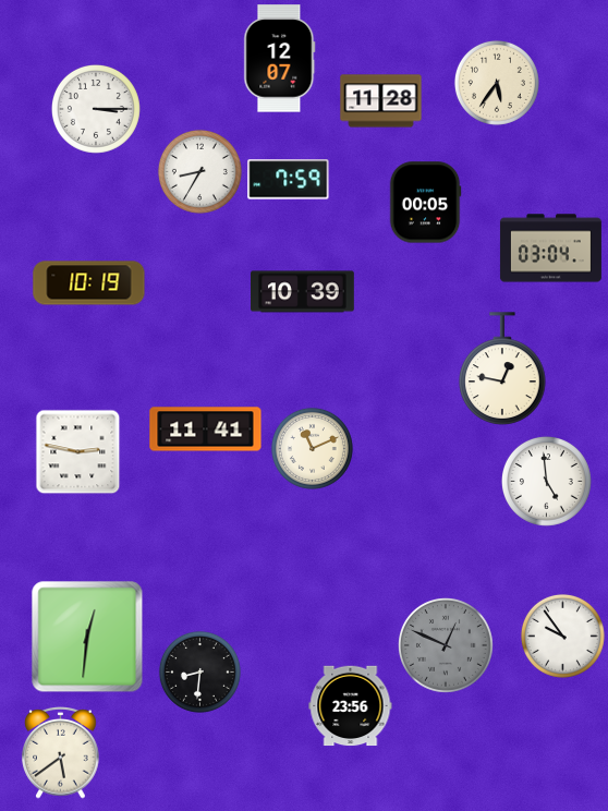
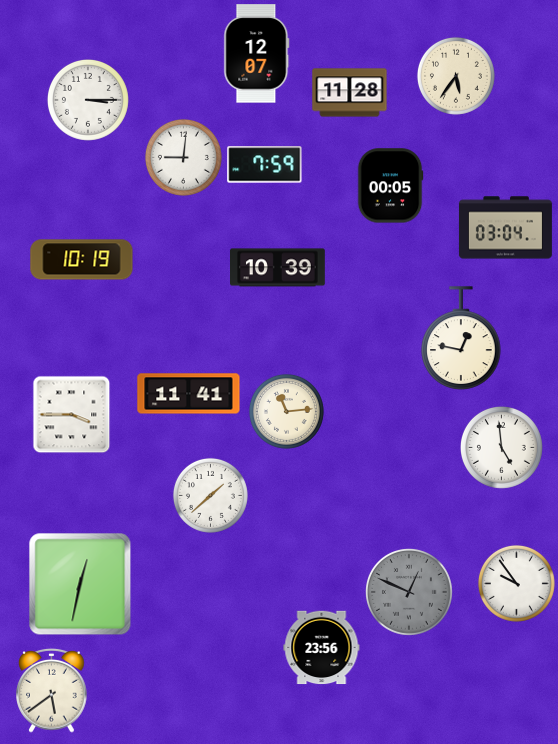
clock at (199, 171): 8:35 -> 9:01
clock at (312, 448): 11:11 -> 11:14
clock at (78, 452): 2:47 -> 3:45
clock at (546, 481) position: (546, 481) -> (501, 447)
clock at (210, 495): none -> 1:38
clock at (87, 637): 12:31 -> 12:32
clock at (199, 671): 8:31 -> none
clock at (61, 753) position: (61, 753) -> (52, 691)
